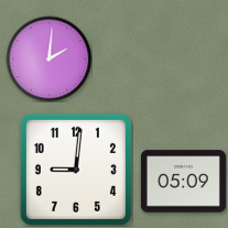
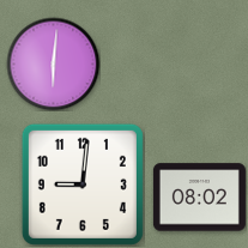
clock at (48, 58): 2:01 -> 6:01
clock at (183, 182): 05:09 -> 08:02
